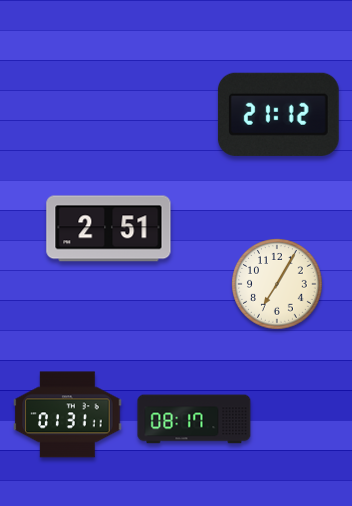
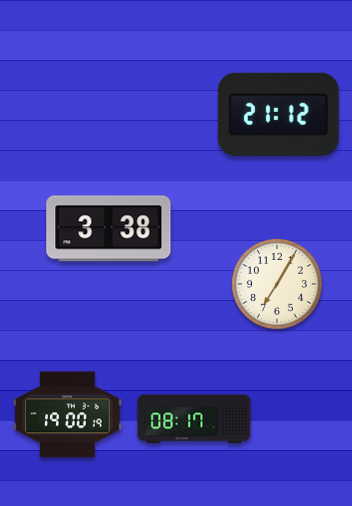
clock at (109, 229): 2:51 -> 3:38
clock at (68, 415): 01:31 -> 19:00
